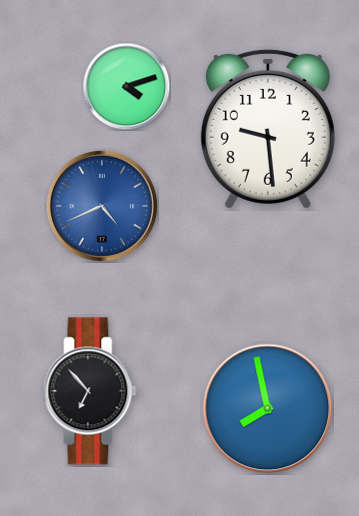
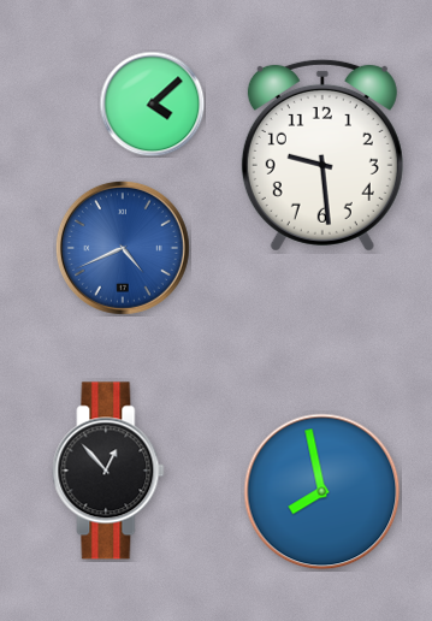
clock at (126, 86): 4:12 -> 4:08
clock at (90, 391): 6:53 -> 12:53
